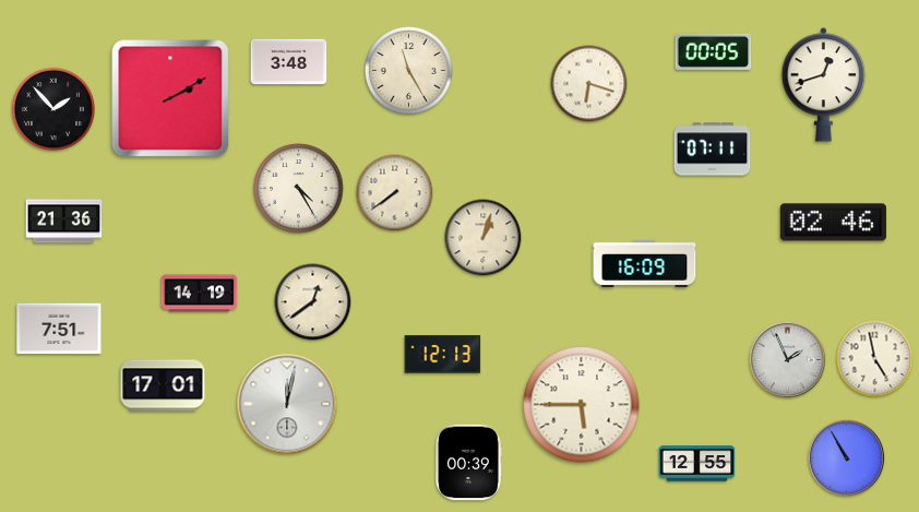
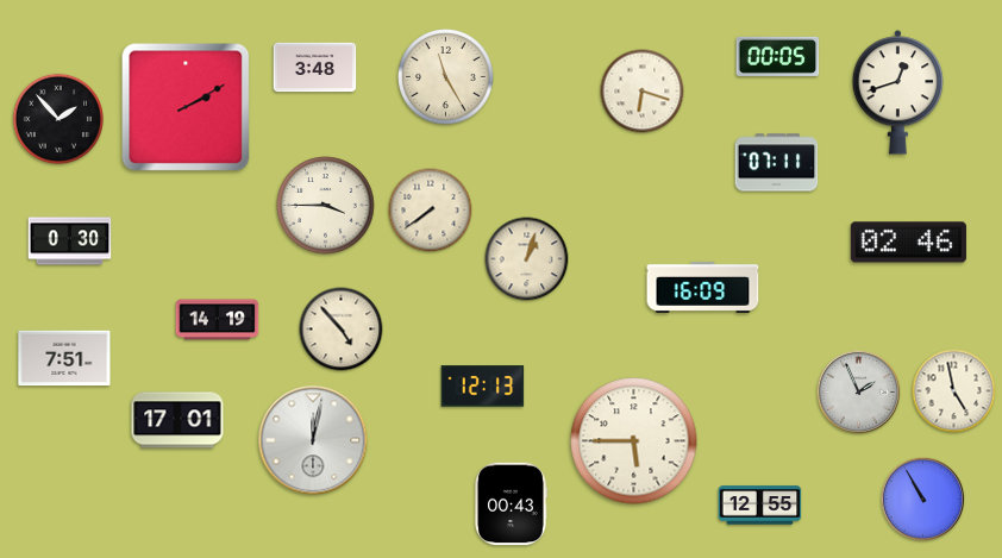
clock at (299, 189): 4:25 -> 3:45
clock at (64, 222): 21:36 -> 0:30
clock at (313, 302): 12:39 -> 4:53
clock at (469, 463): 00:39 -> 00:43
